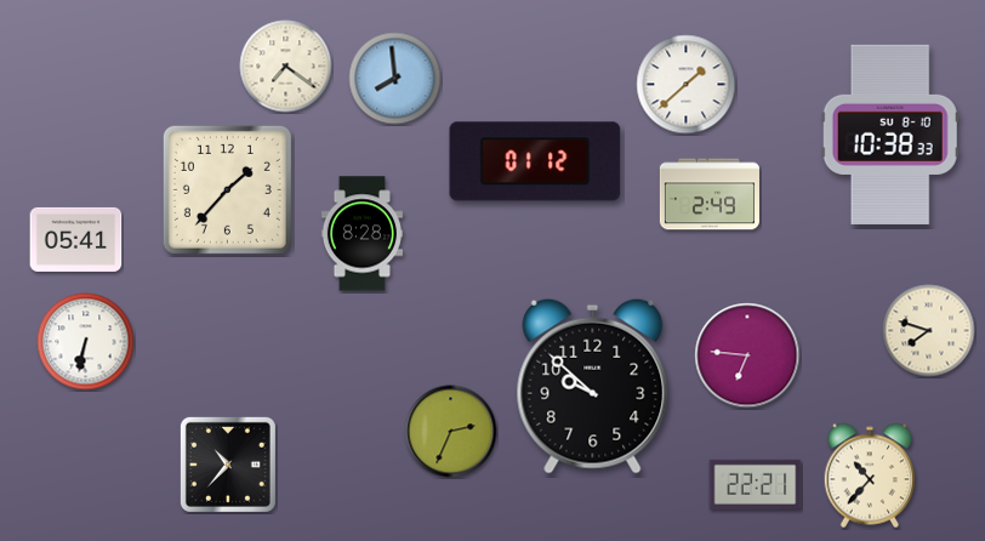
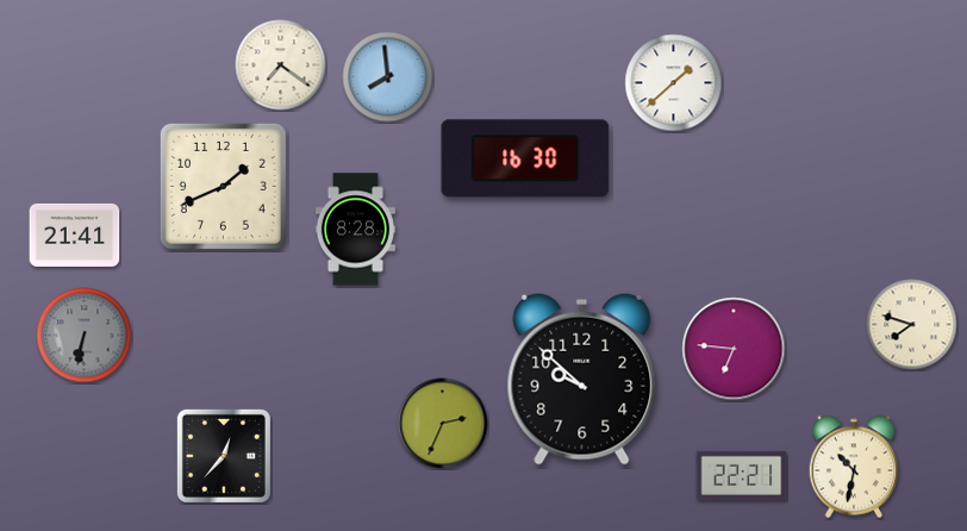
clock at (890, 135): 10:38 -> none
clock at (535, 161): 01:12 -> 16:30
clock at (227, 189): 1:37 -> 1:41
clock at (710, 194): 2:49 -> none
clock at (76, 239): 05:41 -> 21:41
clock at (86, 342) dial: white -> grey
clock at (228, 465): 10:37 -> 12:37
clock at (870, 475): 10:37 -> 10:32
